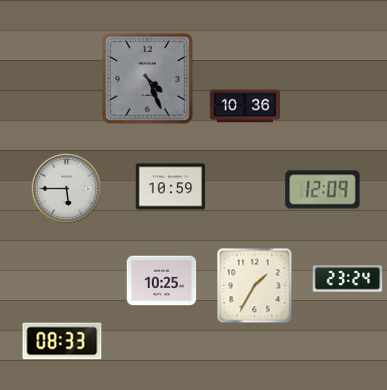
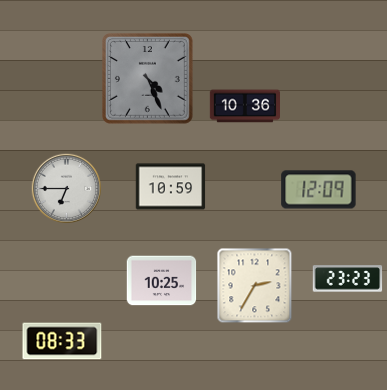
clock at (66, 188): 5:45 -> 6:45
clock at (323, 190) position: (323, 190) -> (319, 190)
clock at (348, 279): 23:24 -> 23:23
clock at (255, 286): 1:35 -> 2:35
